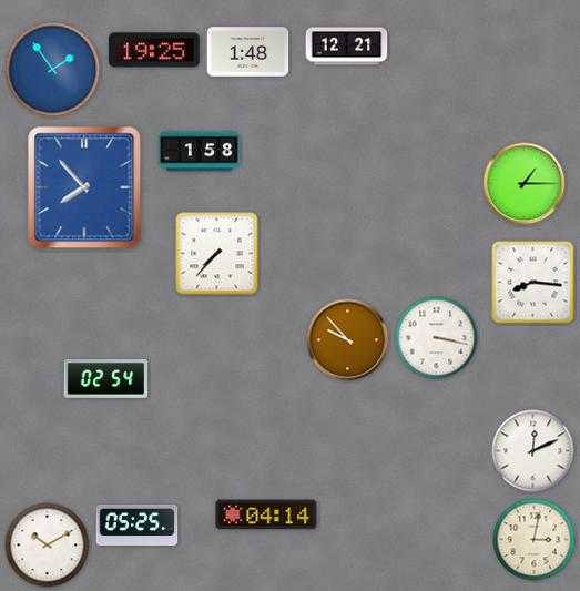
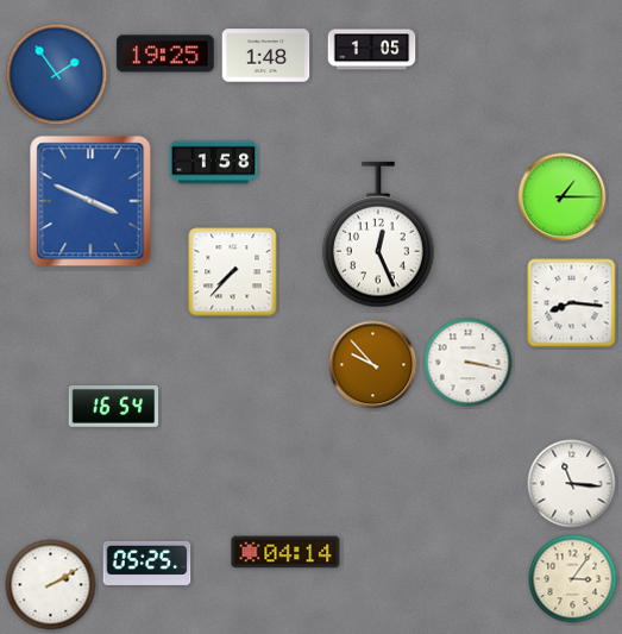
clock at (347, 47): 12:21 -> 1:05
clock at (84, 187): 7:53 -> 3:49
clock at (379, 234): none -> 12:26
clock at (106, 379): 02:54 -> 16:54
clock at (533, 451): 12:11 -> 11:16
clock at (535, 540): 3:02 -> 3:06
clock at (48, 546): 10:10 -> 2:10
